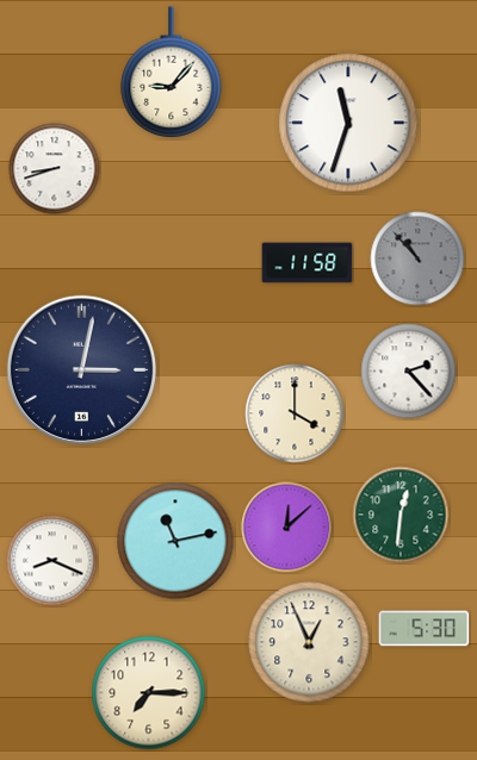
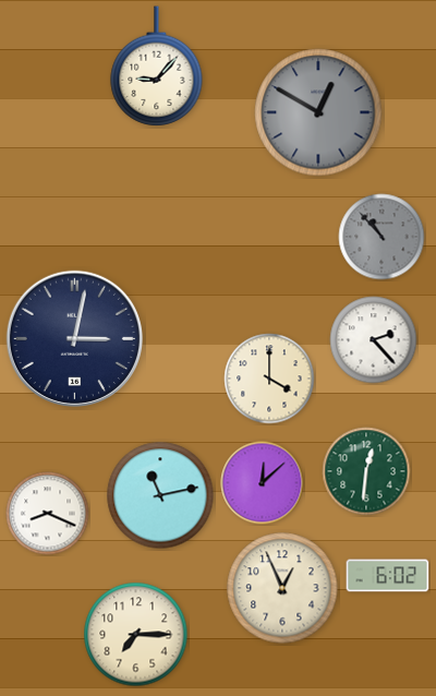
clock at (348, 123): 11:33 -> 12:50
clock at (348, 123) dial: white -> grey
clock at (55, 169): 8:42 -> none
clock at (308, 263): 11:58 -> none
clock at (425, 629): 5:30 -> 6:02
